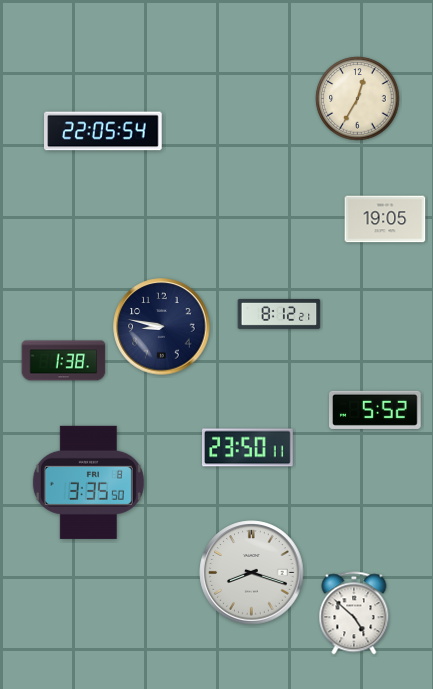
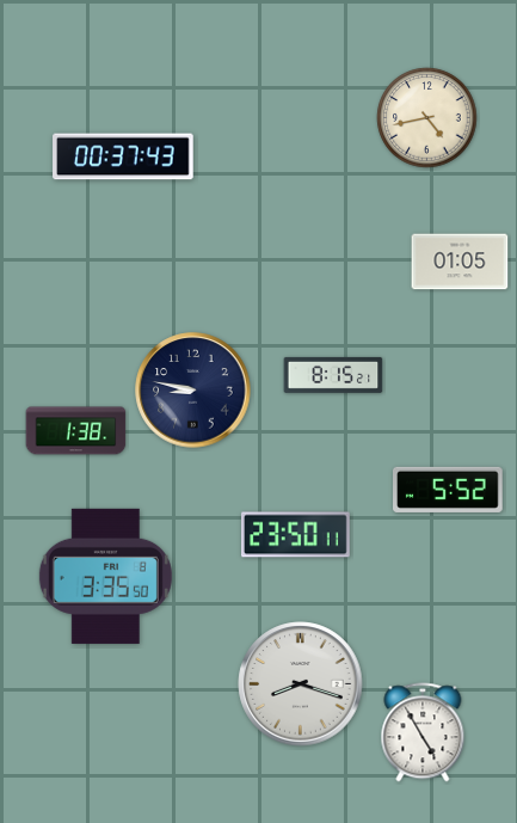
clock at (358, 99): 12:35 -> 4:43
clock at (103, 131): 22:05 -> 00:37
clock at (385, 219): 19:05 -> 01:05
clock at (279, 314): 8:12 -> 8:15
clock at (354, 613): 4:52 -> 4:55
